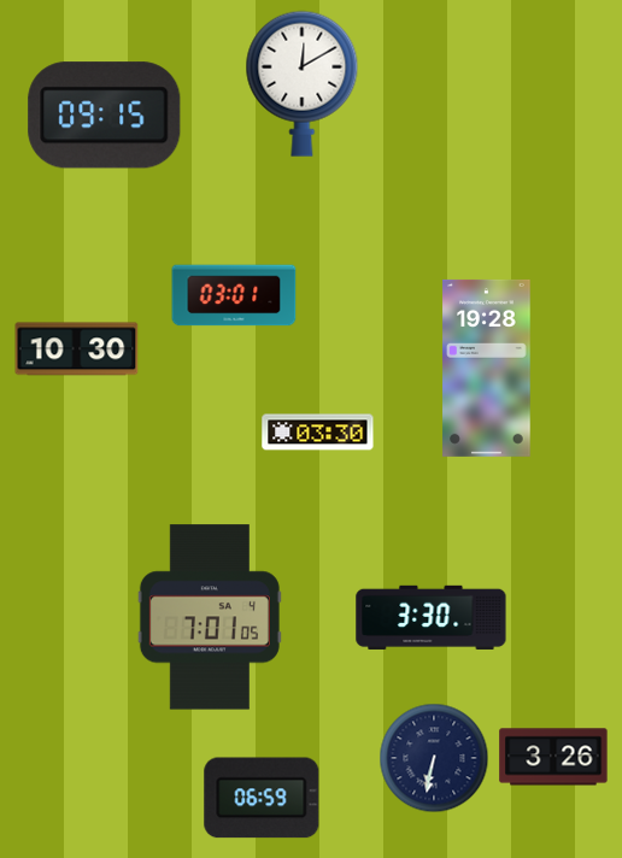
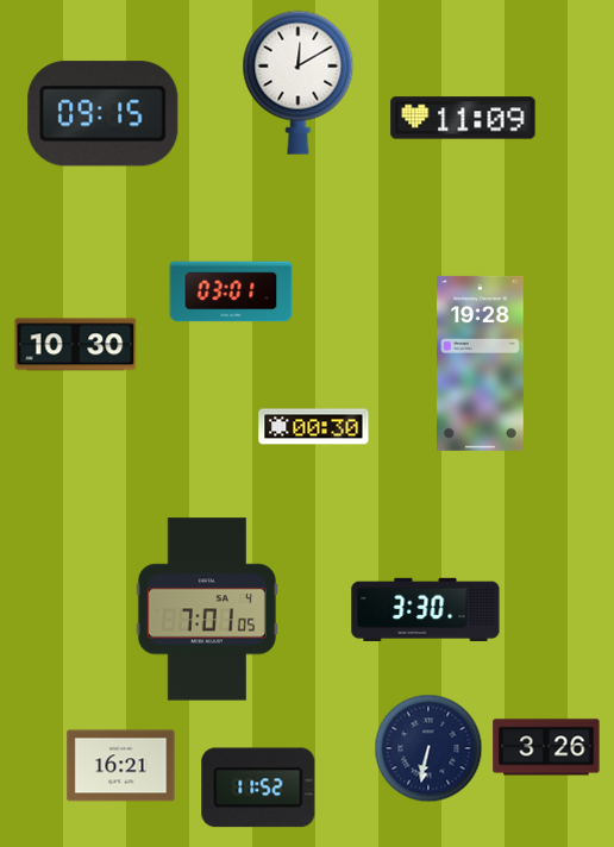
clock at (463, 118): none -> 11:09
clock at (318, 433): 03:30 -> 00:30
clock at (121, 766): none -> 16:21
clock at (262, 798): 06:59 -> 11:52
